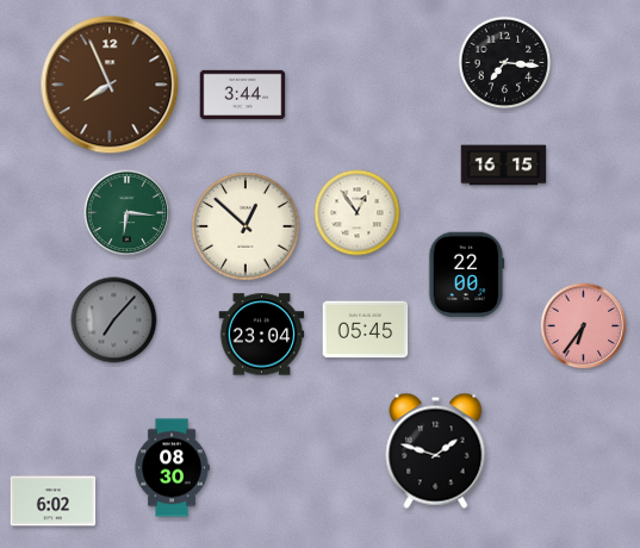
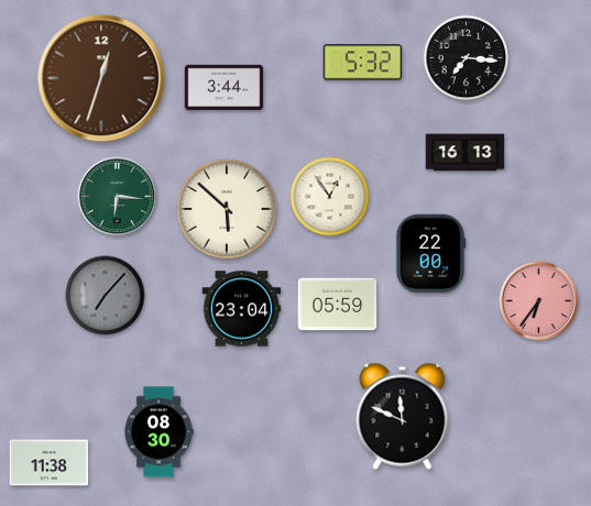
clock at (363, 63): none -> 5:32
clock at (110, 85): 7:56 -> 12:33
clock at (504, 166): 16:15 -> 16:13
clock at (246, 226): 12:52 -> 5:52
clock at (366, 330): 05:45 -> 05:59
clock at (436, 450): 1:48 -> 11:49
clock at (54, 502): 6:02 -> 11:38
